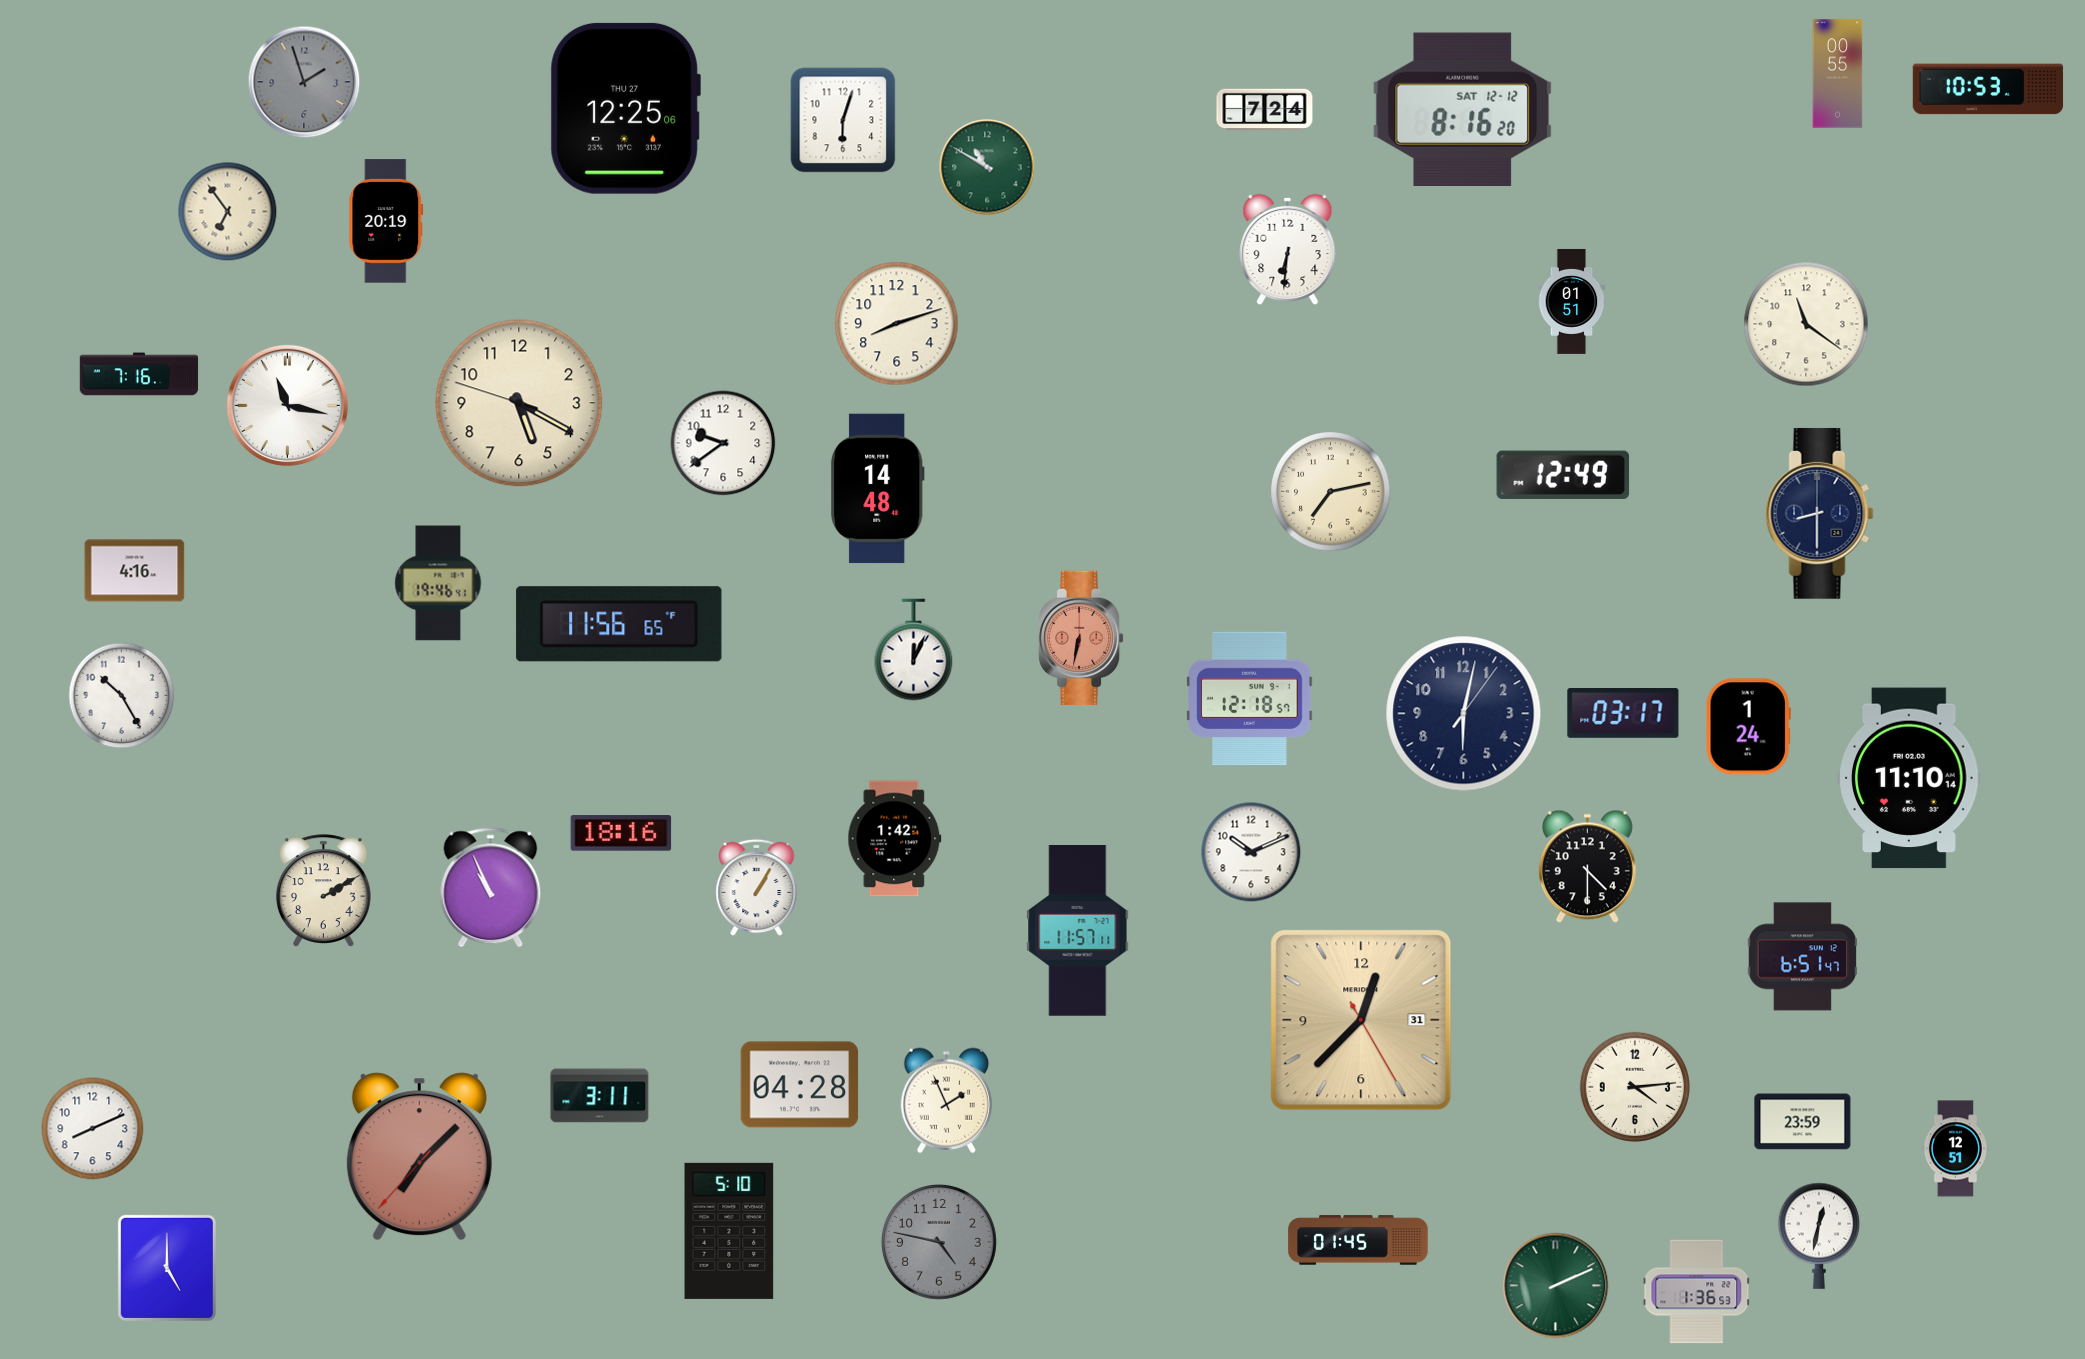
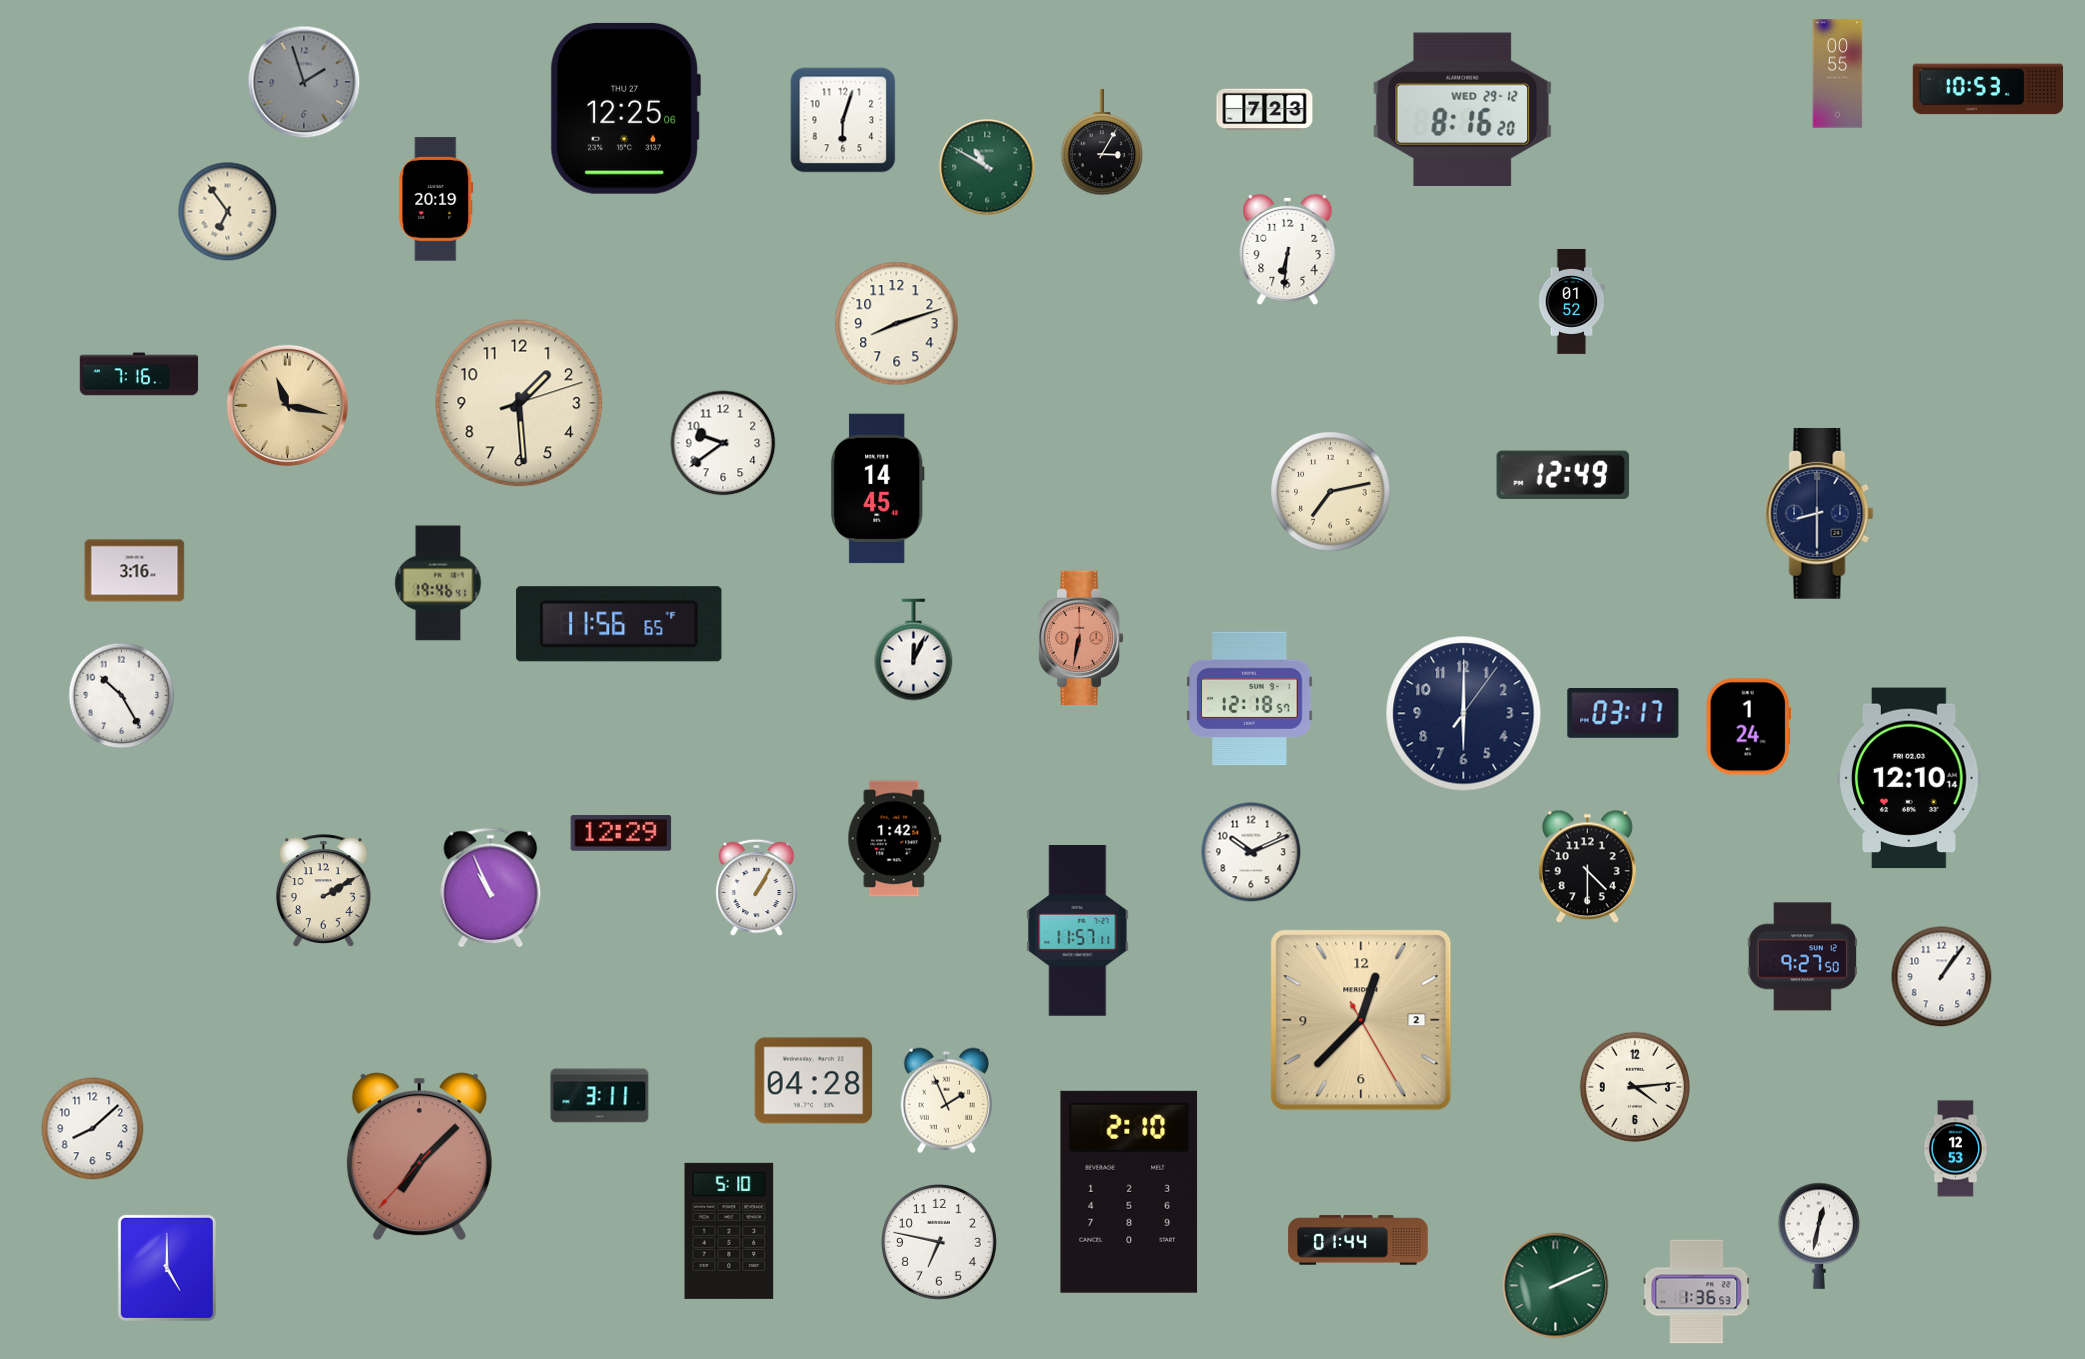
clock at (1463, 109) date: SAT 12-12 -> WED 29-12
clock at (1265, 110): 7:24 -> 7:23
clock at (1102, 142): none -> 3:05
clock at (386, 221) position: (386, 221) -> (436, 199)
clock at (1572, 301): 01:51 -> 01:52
clock at (1806, 324): 11:21 -> none
clock at (519, 403): 5:19 -> 1:29
clock at (287, 405) dial: white -> champagne
clock at (877, 489): 14:48 -> 14:45
clock at (135, 571): 4:16 -> 3:16
clock at (1464, 714): 6:02 -> 6:00
clock at (1909, 778): 11:10 -> 12:10
clock at (621, 833): 18:16 -> 12:29
clock at (1802, 957): 6:51 -> 9:27
clock at (1942, 977): none -> 1:06
clock at (1361, 1020) date: 31 -> 2
clock at (800, 1085) position: (800, 1085) -> (814, 1081)
clock at (1803, 1122): 23:59 -> none
clock at (93, 1129): 8:11 -> 8:08
clock at (1955, 1149): 12:51 -> 12:53
clock at (1129, 1192): none -> 2:10
clock at (1358, 1240): 01:45 -> 01:44
clock at (939, 1242): 4:47 -> 6:47
clock at (939, 1242) dial: grey -> white
